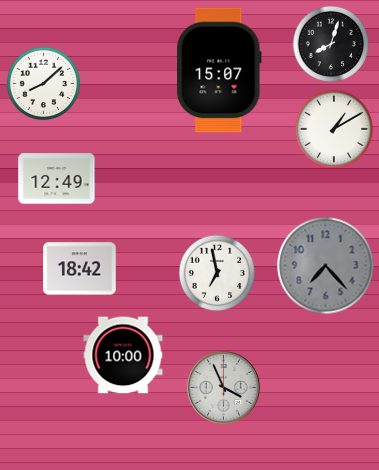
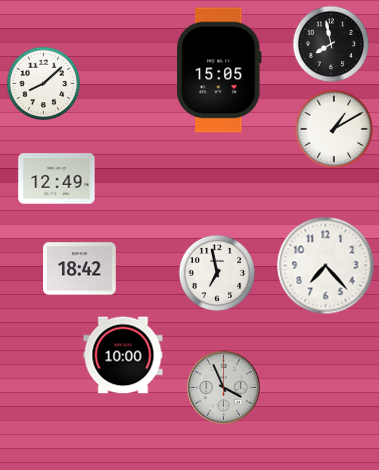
clock at (330, 43): 8:03 -> 7:58
clock at (219, 70): 15:07 -> 15:05
clock at (326, 266) dial: grey -> white
